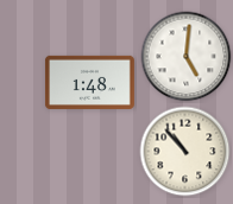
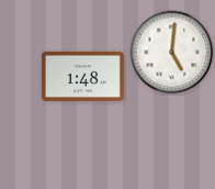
clock at (185, 152): 10:53 -> none
